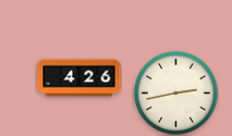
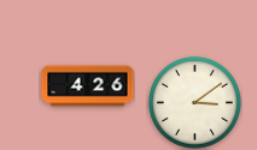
clock at (175, 92): 2:43 -> 3:09
